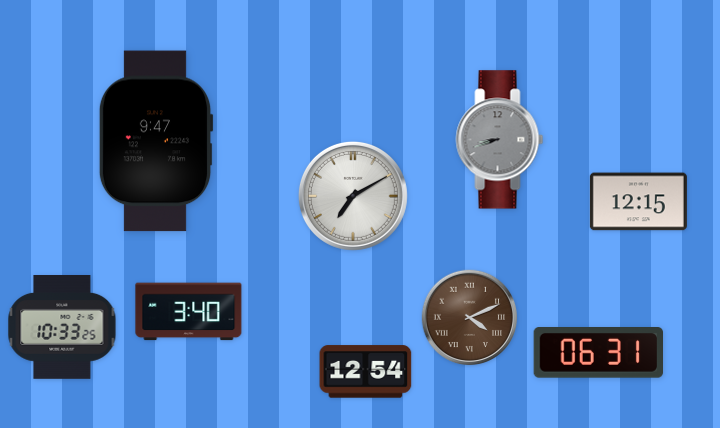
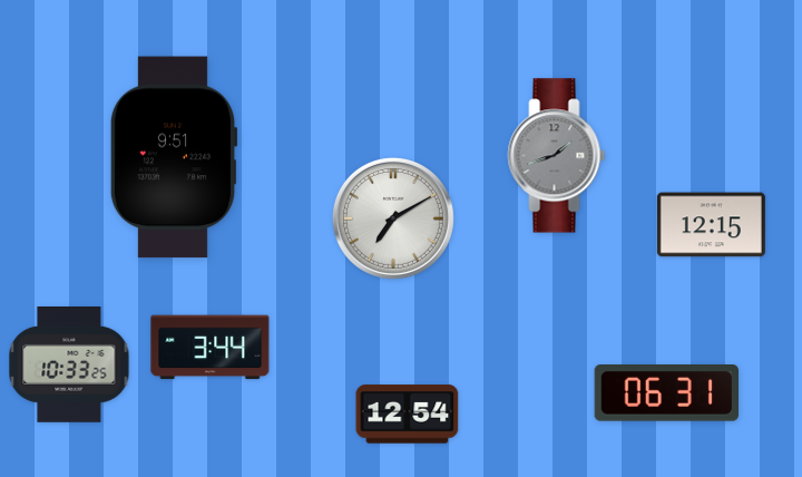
clock at (500, 140): 8:42 -> 1:42
clock at (156, 141): 9:47 -> 9:51
clock at (189, 312): 3:40 -> 3:44
clock at (470, 318): 4:11 -> none
